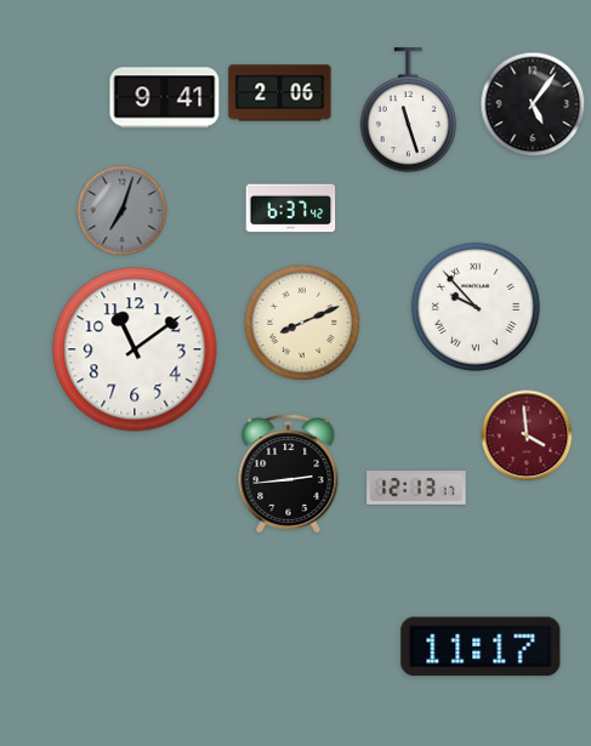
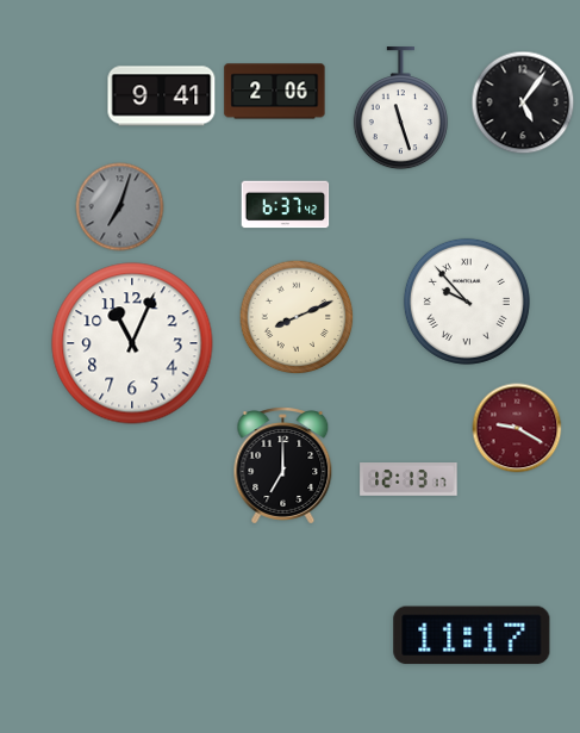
clock at (135, 349): 11:09 -> 11:04
clock at (527, 435): 3:59 -> 9:20
clock at (289, 474): 2:44 -> 7:00
